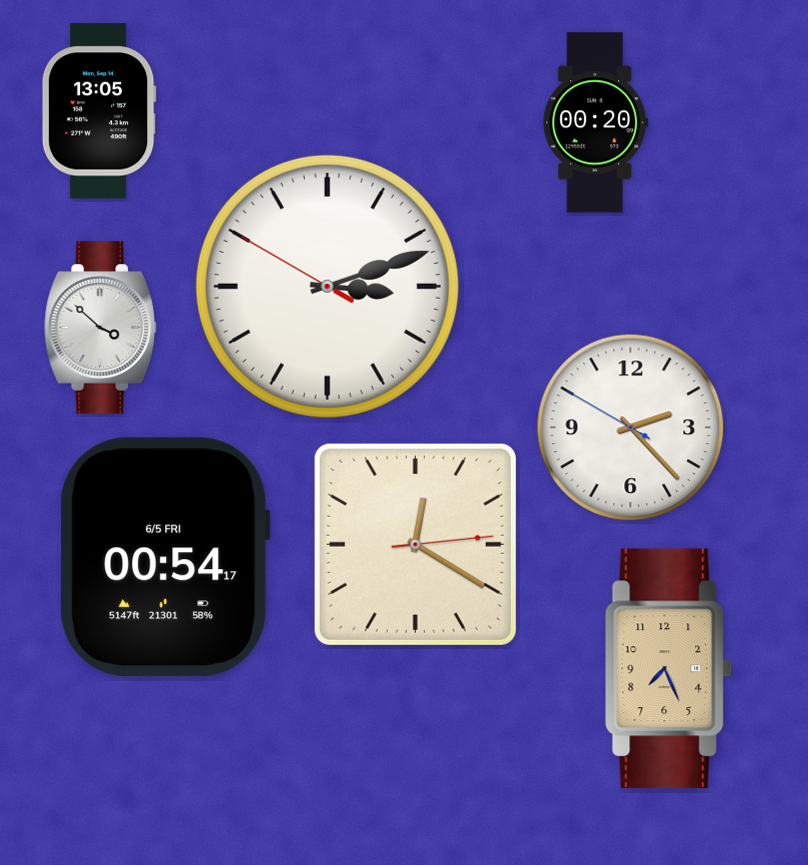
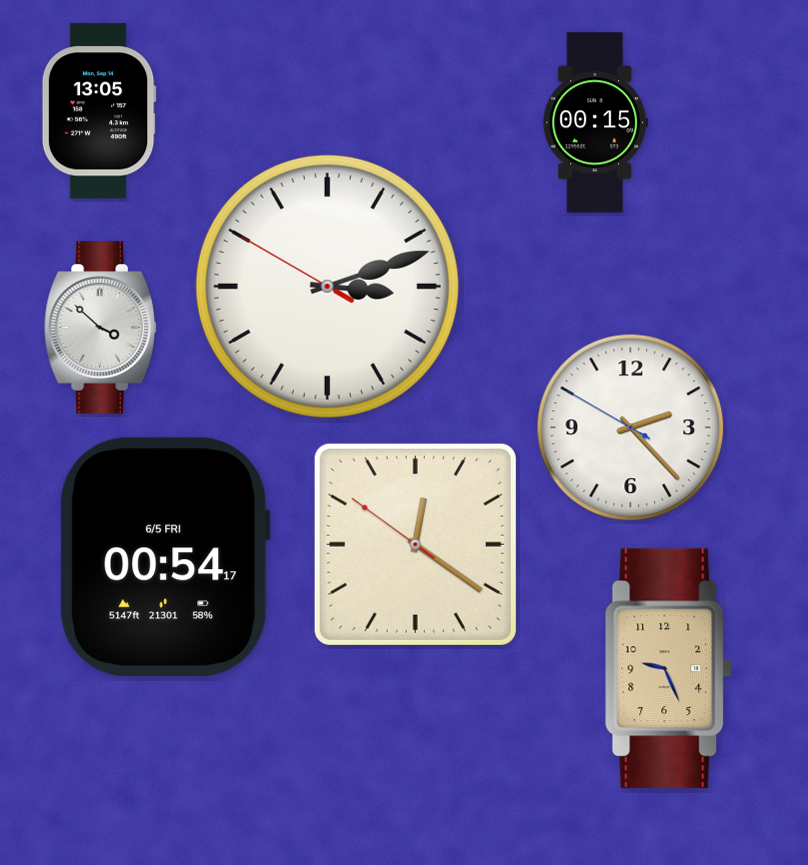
clock at (596, 123): 00:20 -> 00:15
clock at (415, 544): 12:20:14 -> 12:20:51
clock at (669, 669): 7:26 -> 9:26
